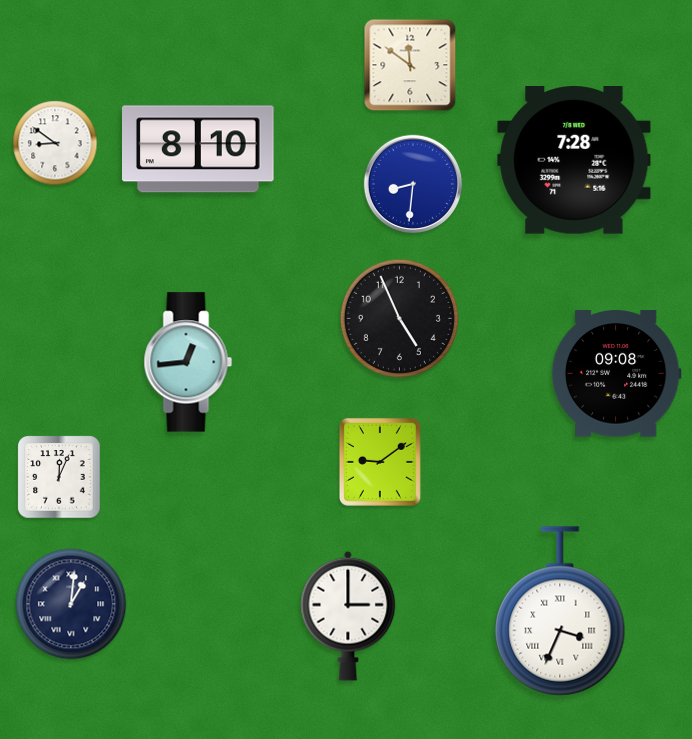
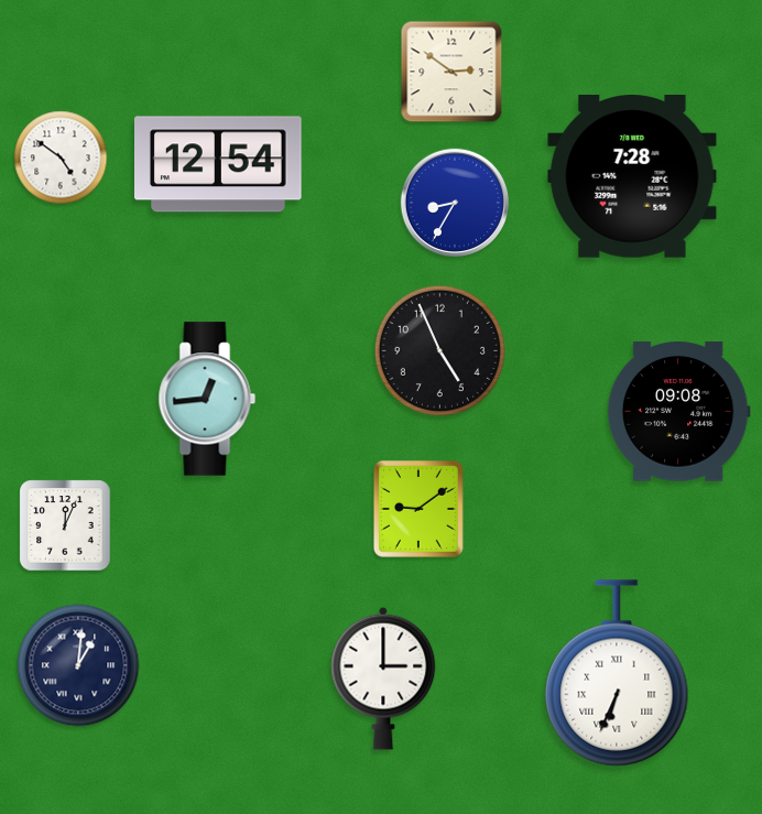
clock at (410, 65): 11:51 -> 2:51
clock at (55, 143): 8:51 -> 4:51
clock at (199, 149): 8:10 -> 12:54
clock at (412, 183): 8:31 -> 8:35
clock at (560, 611): 3:34 -> 6:34
